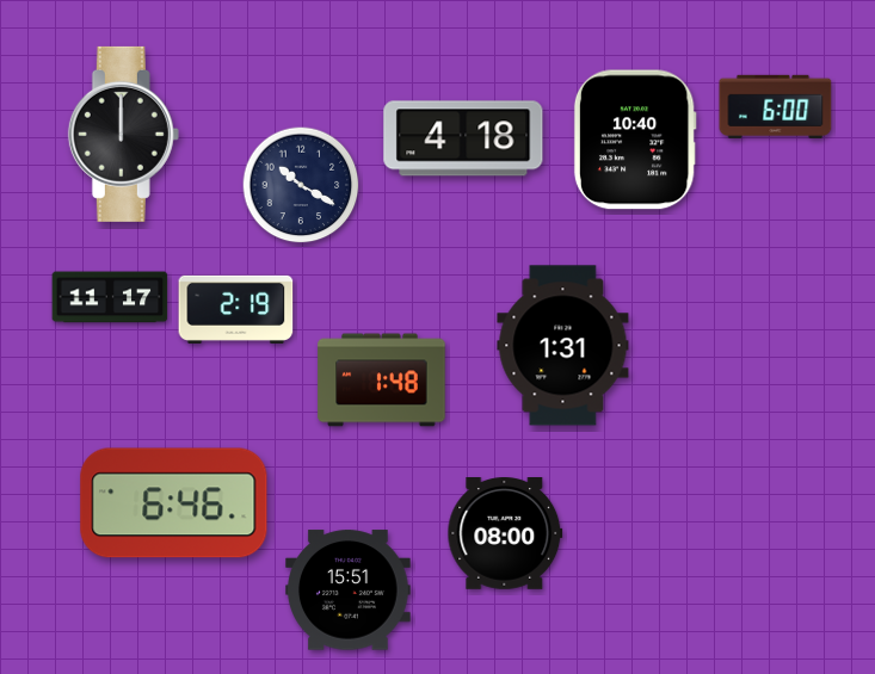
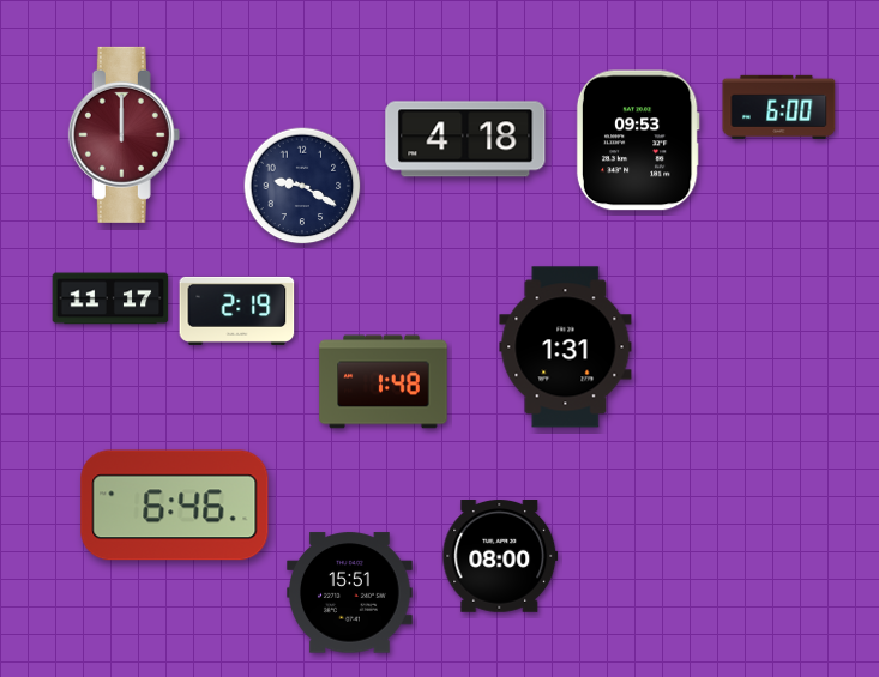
clock at (123, 134) dial: black -> burgundy
clock at (635, 140): 10:40 -> 09:53
clock at (301, 185): 10:20 -> 9:20
clock at (505, 534) position: (505, 534) -> (500, 557)
